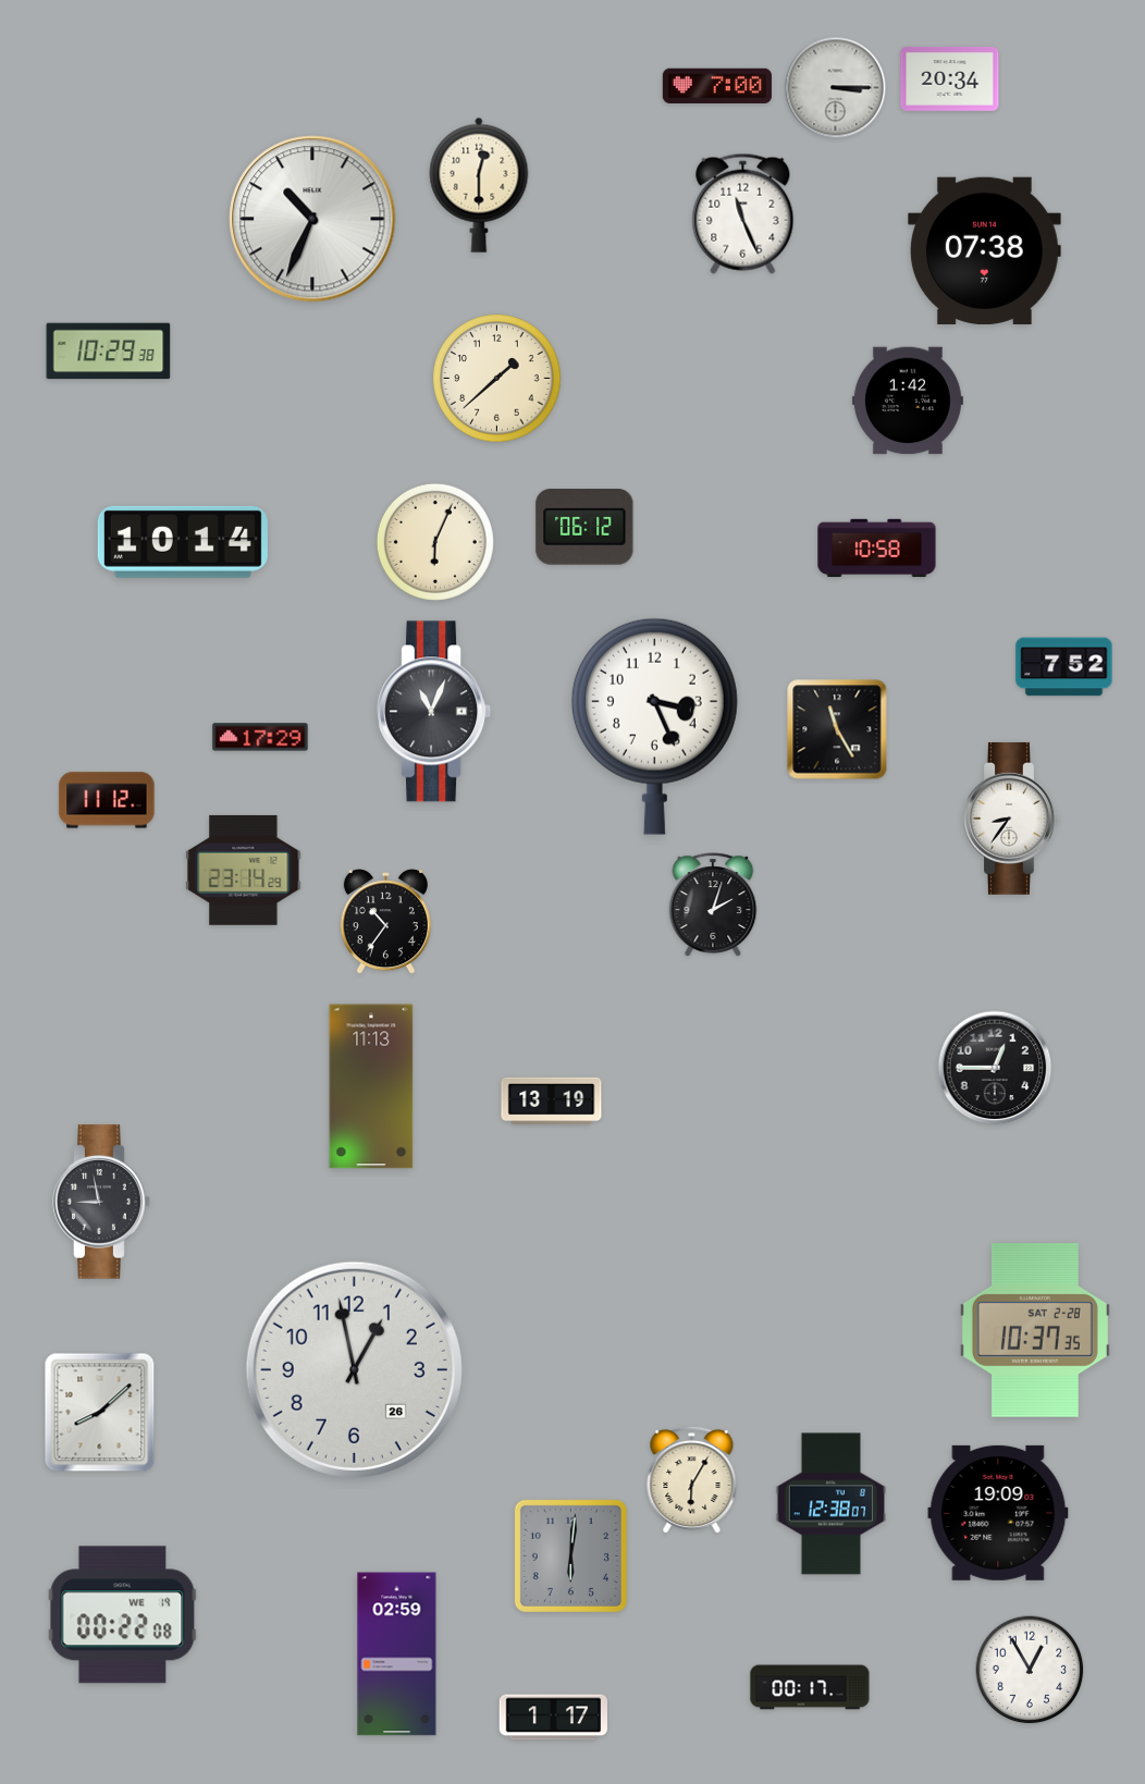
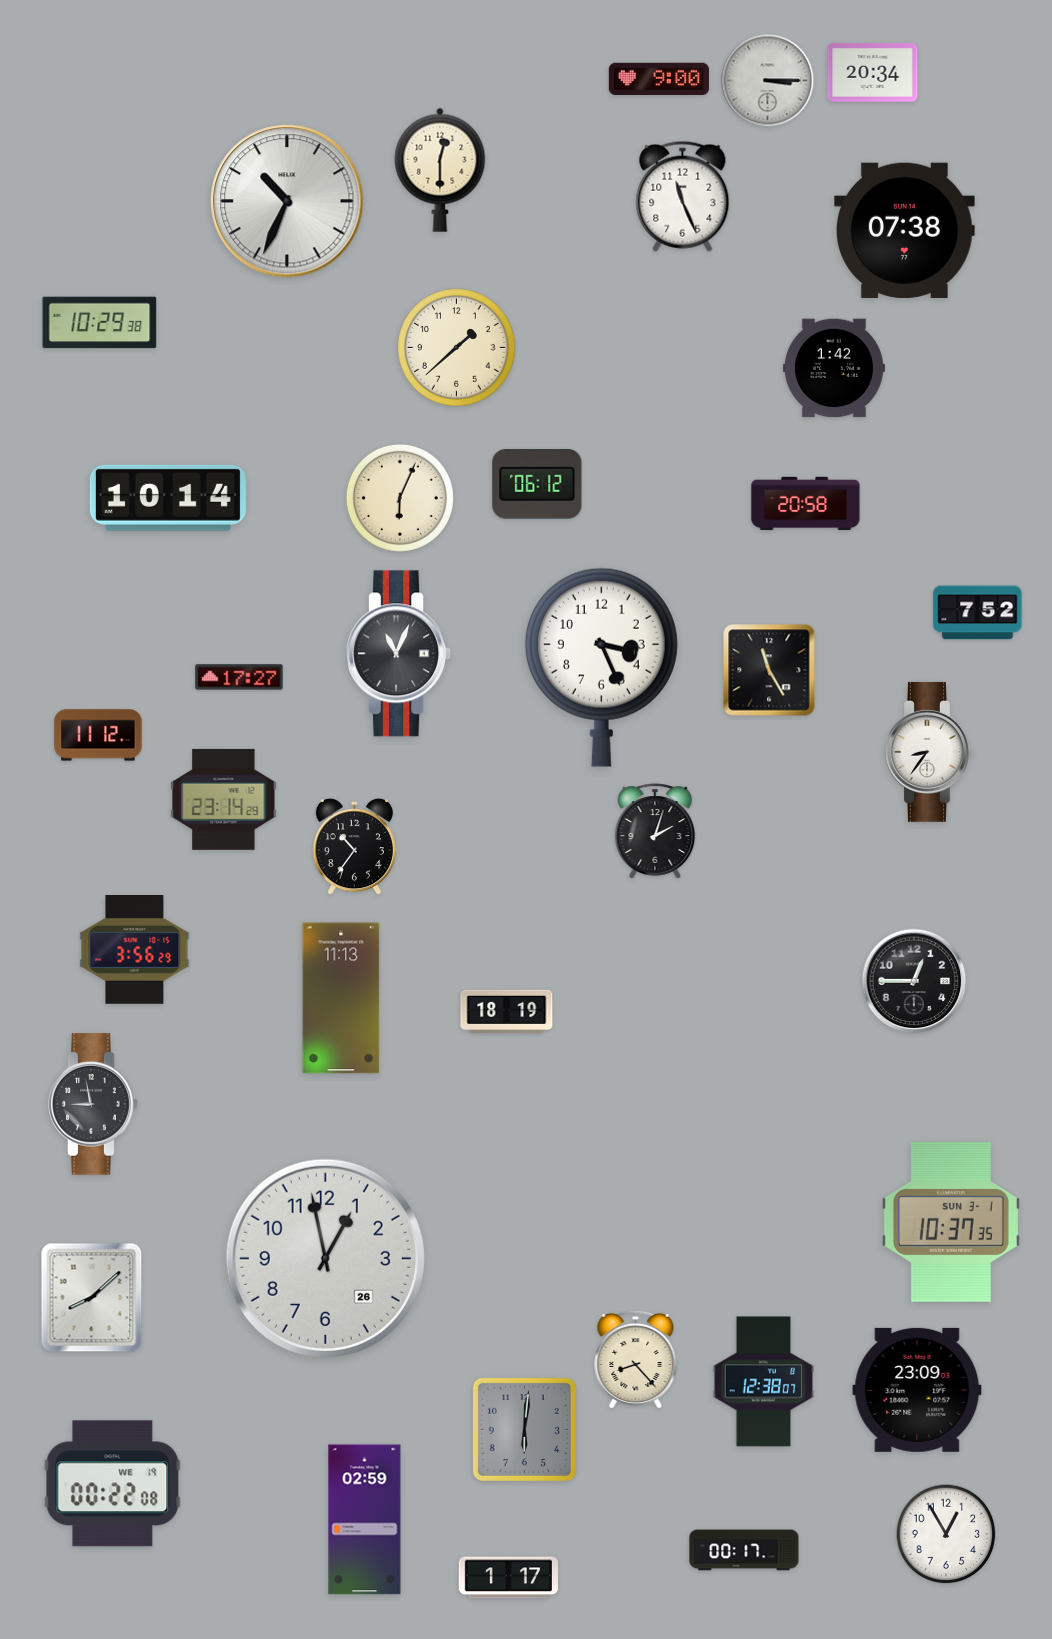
clock at (717, 85): 7:00 -> 9:00
clock at (877, 549): 10:58 -> 20:58
clock at (260, 737): 17:29 -> 17:27
clock at (135, 950): none -> 3:56
clock at (552, 1100): 13:19 -> 18:19
clock at (1035, 1330) date: SAT 2-28 -> SUN 3-1
clock at (692, 1479): 6:05 -> 8:23
clock at (998, 1513): 19:09 -> 23:09
